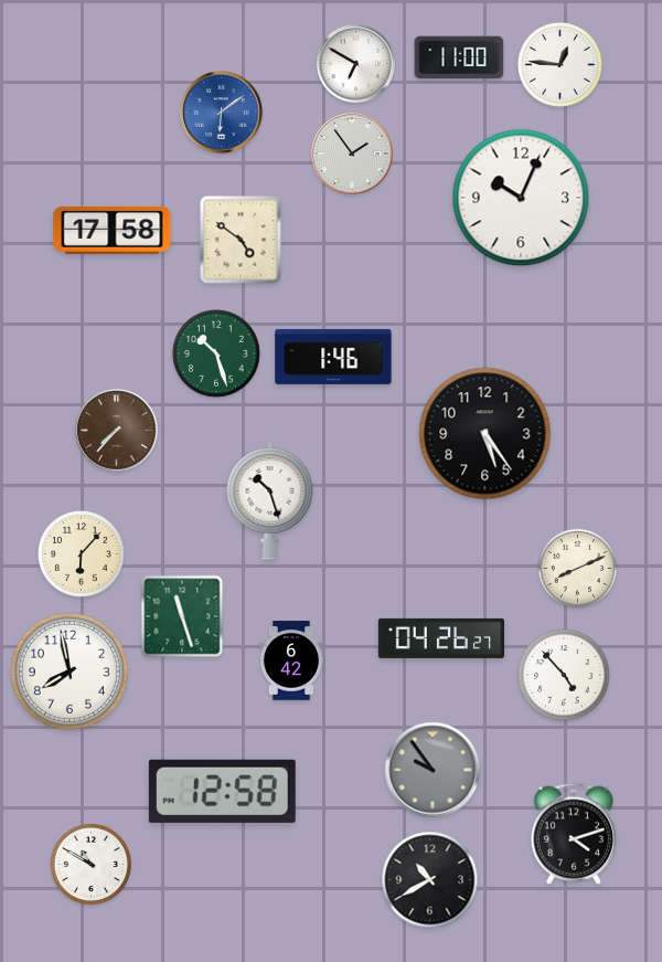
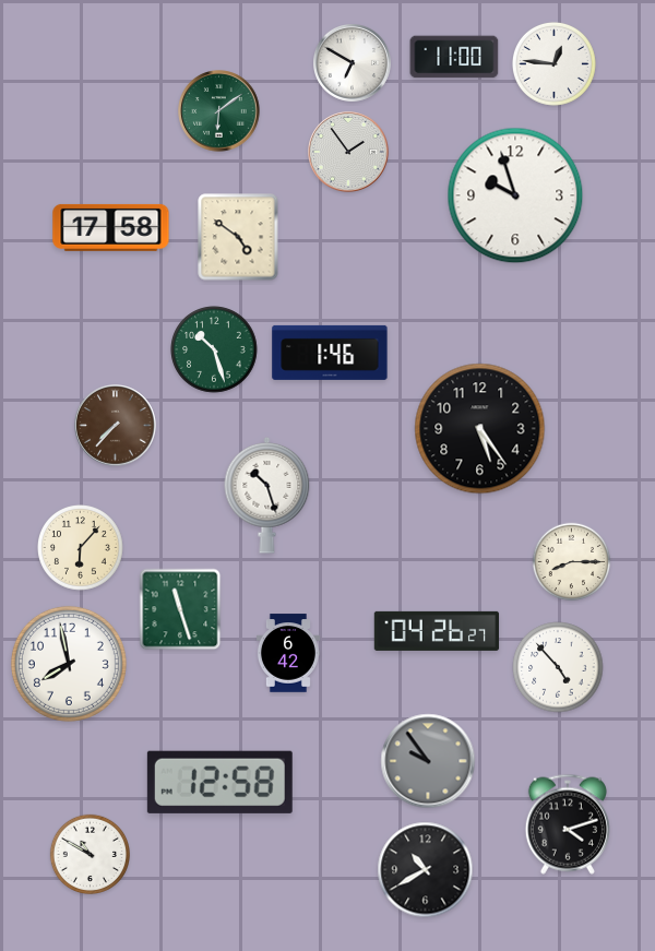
clock at (222, 113) dial: blue -> green
clock at (521, 198): 10:04 -> 9:57
clock at (578, 569): 8:11 -> 8:15
